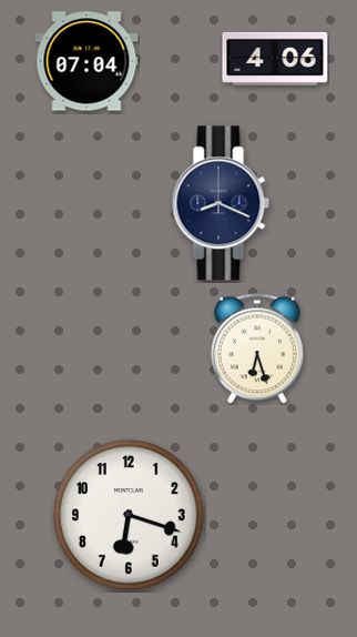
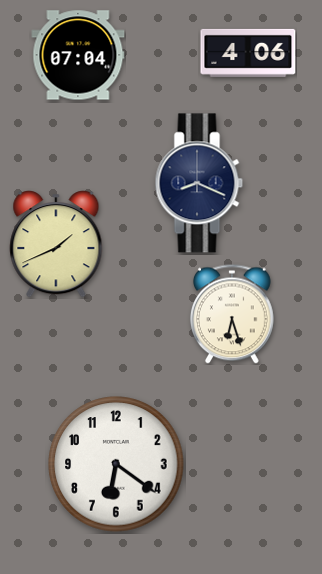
clock at (56, 244): none -> 1:41
clock at (129, 515): 6:18 -> 6:21
